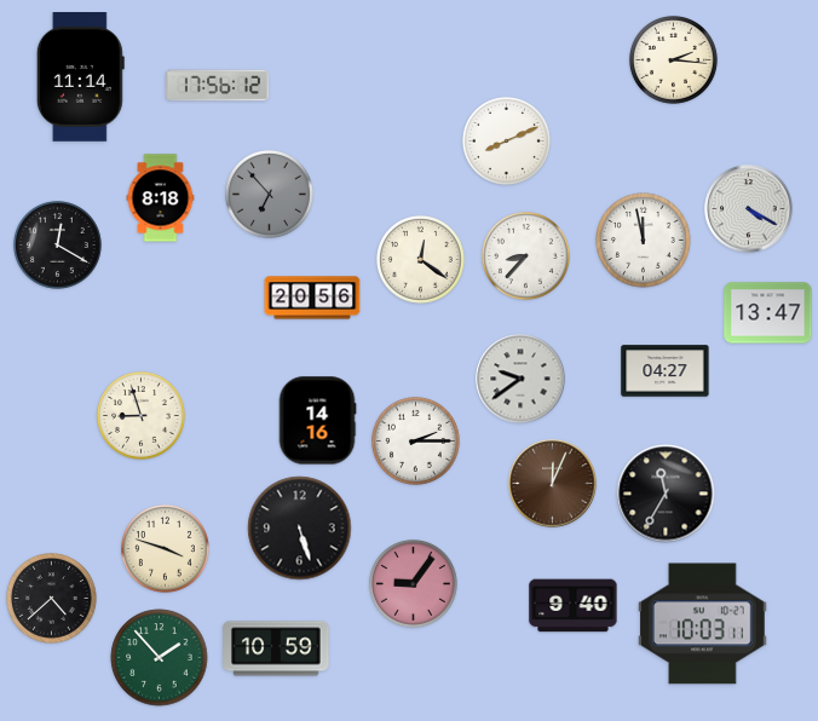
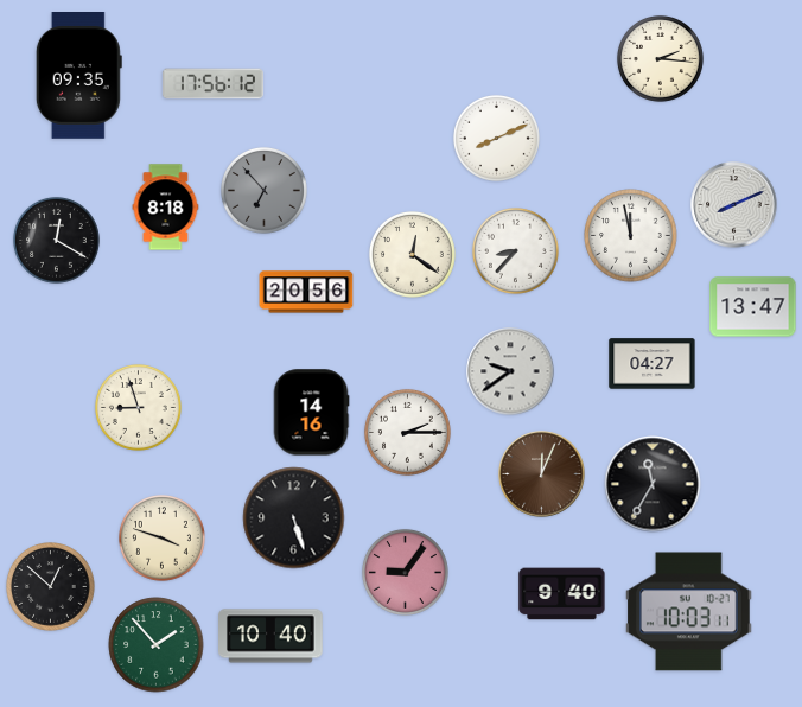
clock at (80, 77): 11:14 -> 09:35
clock at (161, 198) position: (161, 198) -> (166, 208)
clock at (749, 209): 4:20 -> 8:11
clock at (52, 599): 4:38 -> 12:52
clock at (276, 648): 10:59 -> 10:40
